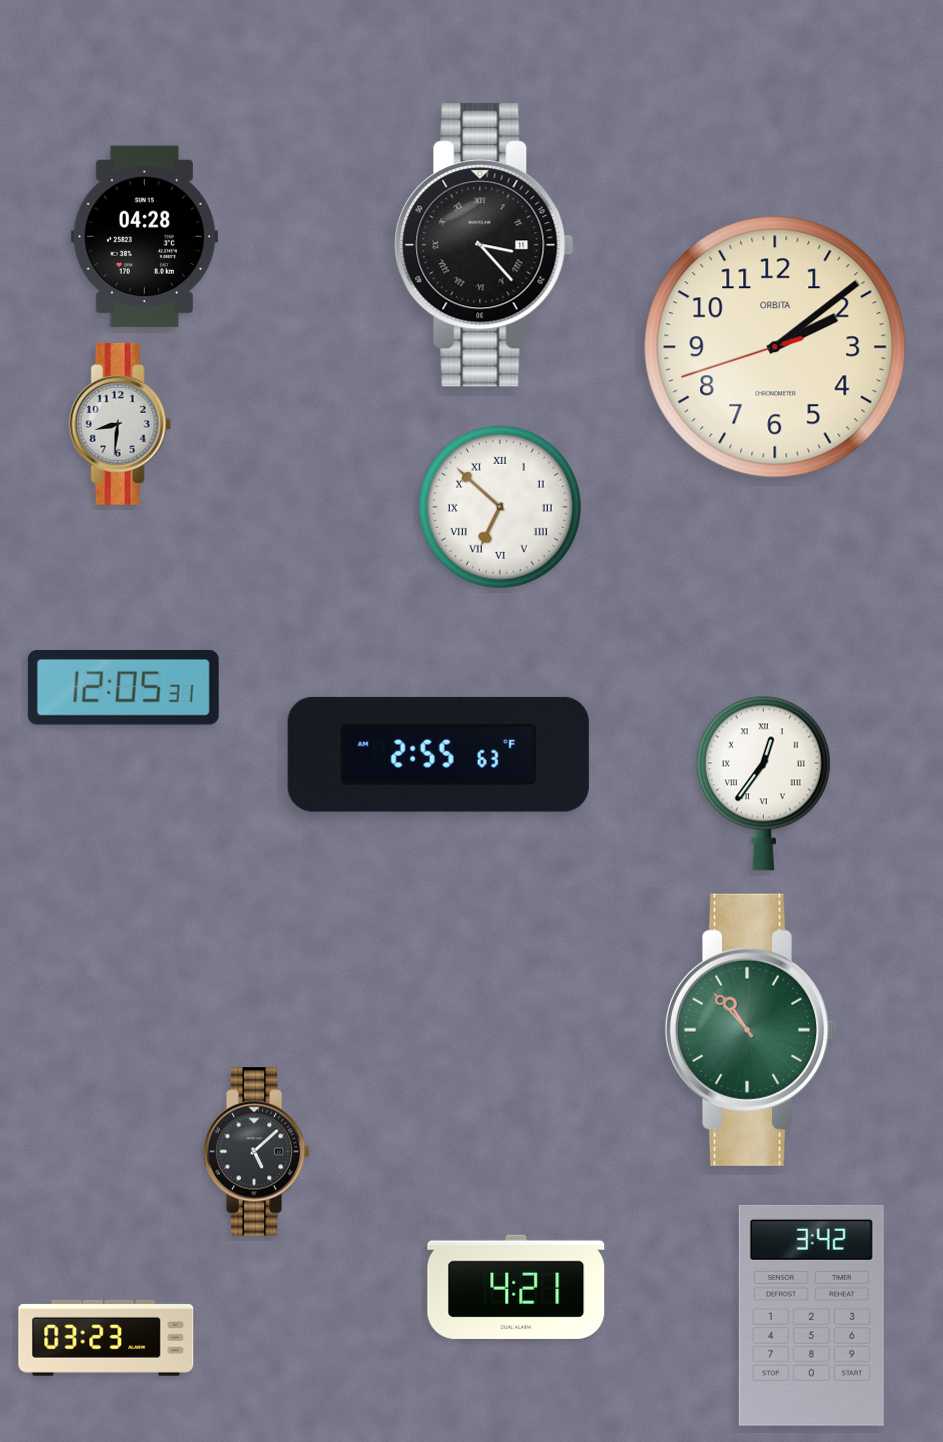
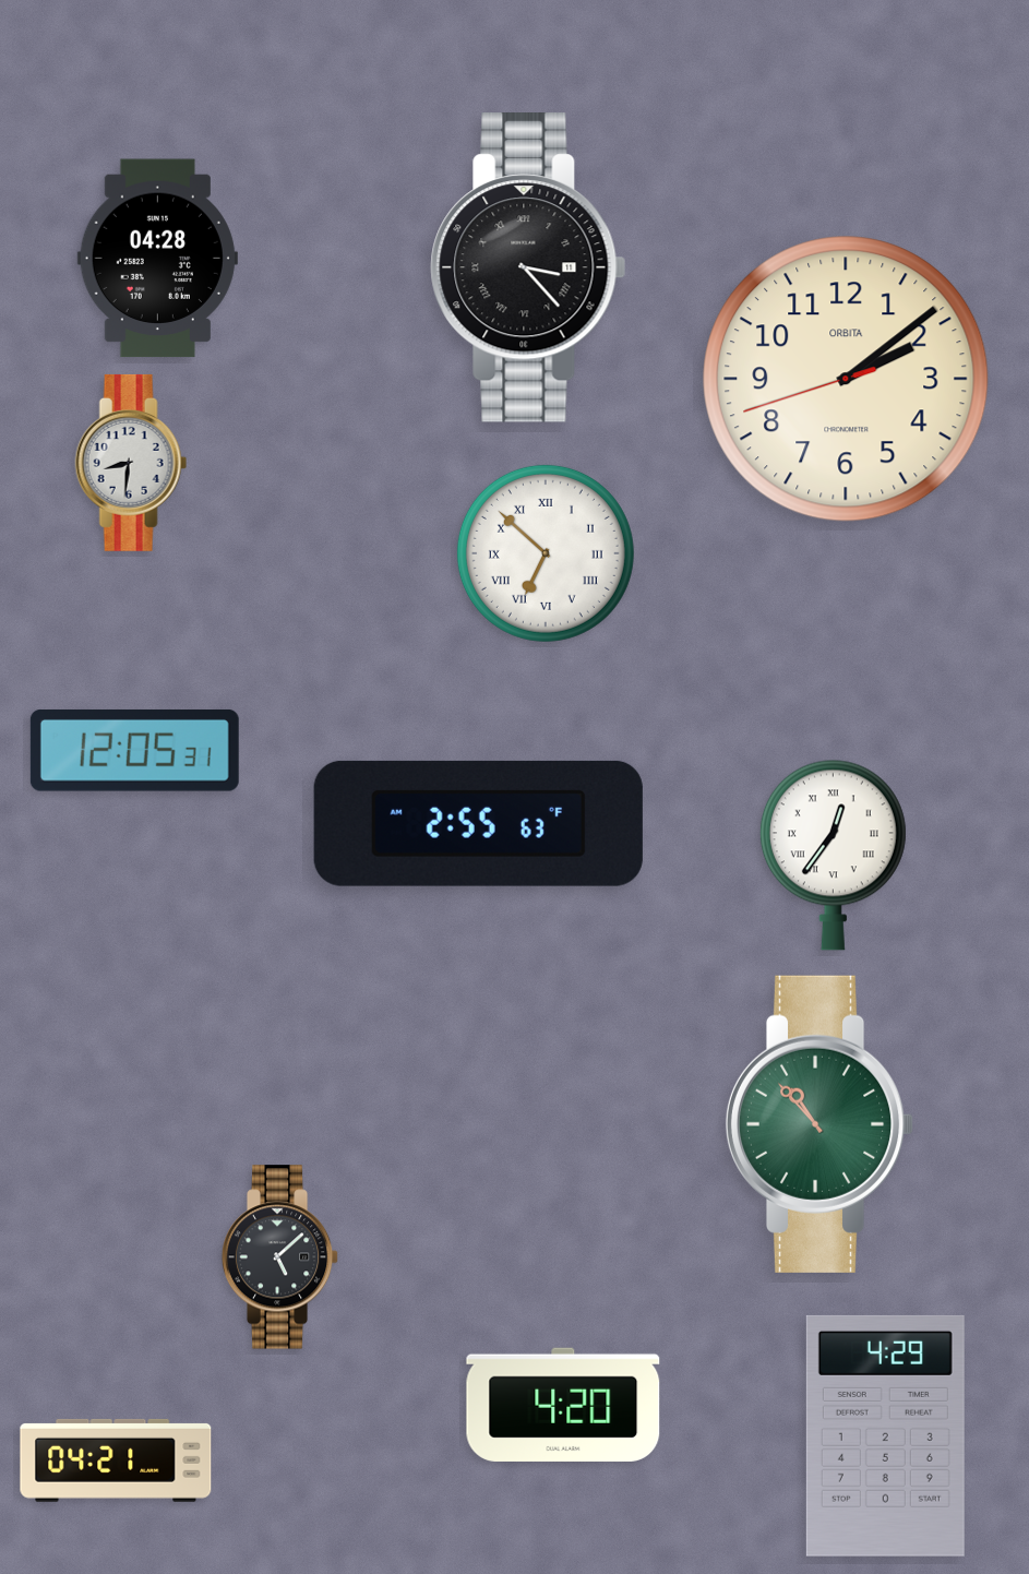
clock at (516, 1287): 4:21 -> 4:20
clock at (811, 1315): 3:42 -> 4:29
clock at (106, 1338): 03:23 -> 04:21
